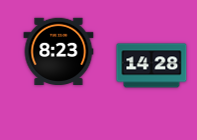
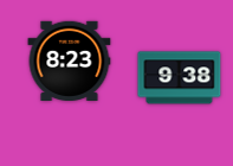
clock at (152, 66): 14:28 -> 9:38
